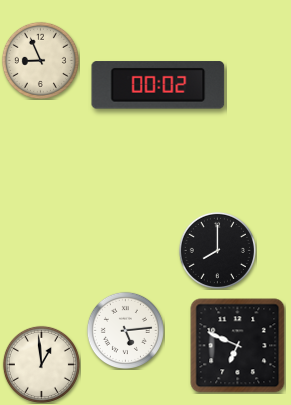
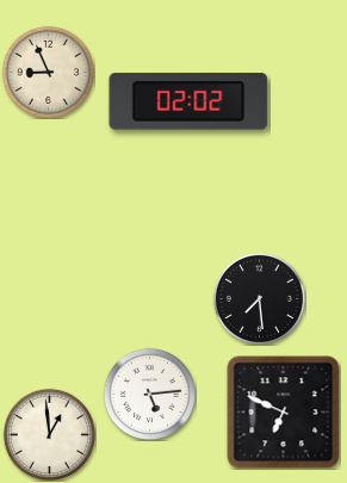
clock at (158, 85): 00:02 -> 02:02
clock at (217, 250): 8:00 -> 7:29
